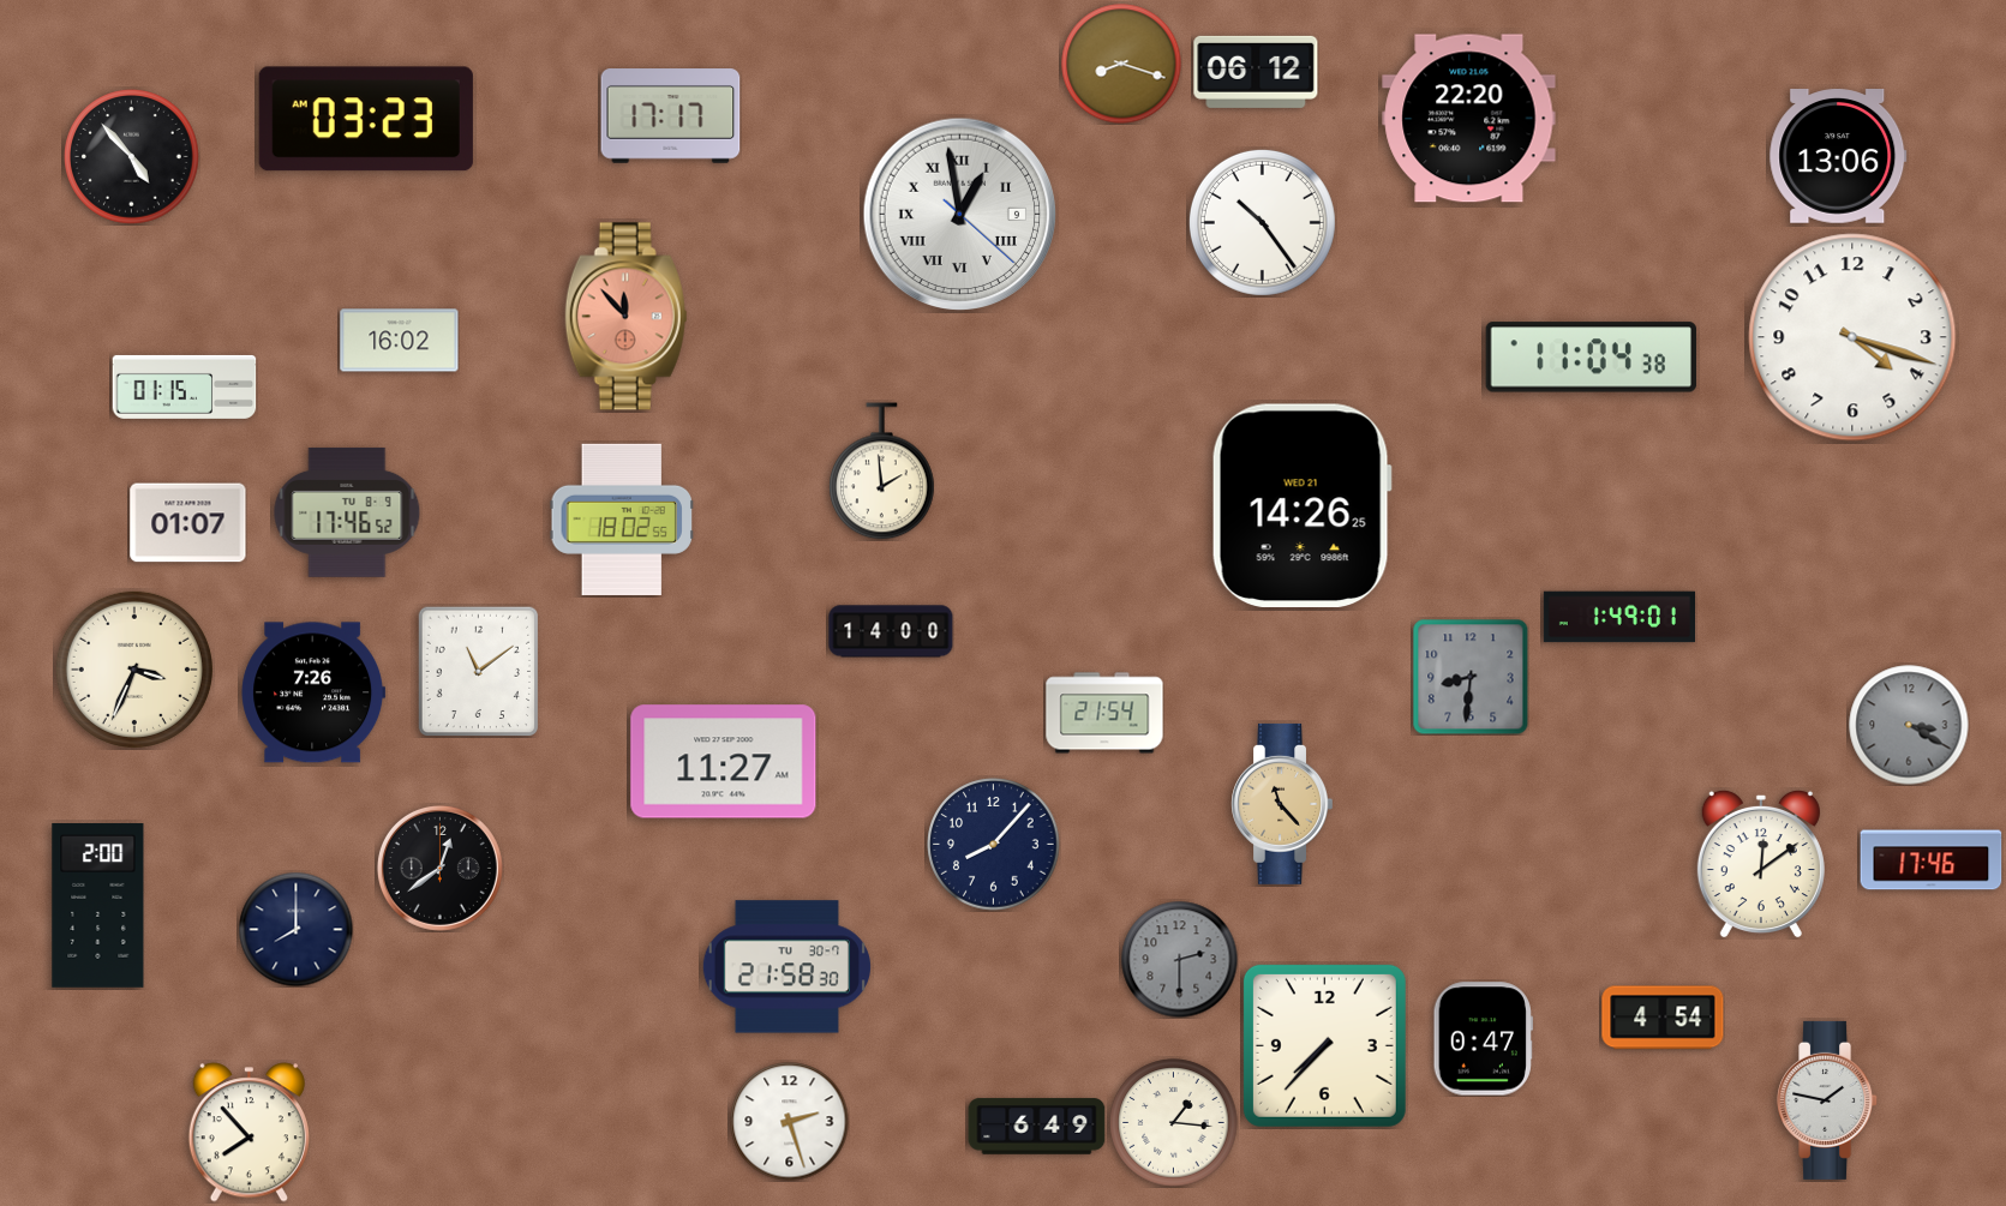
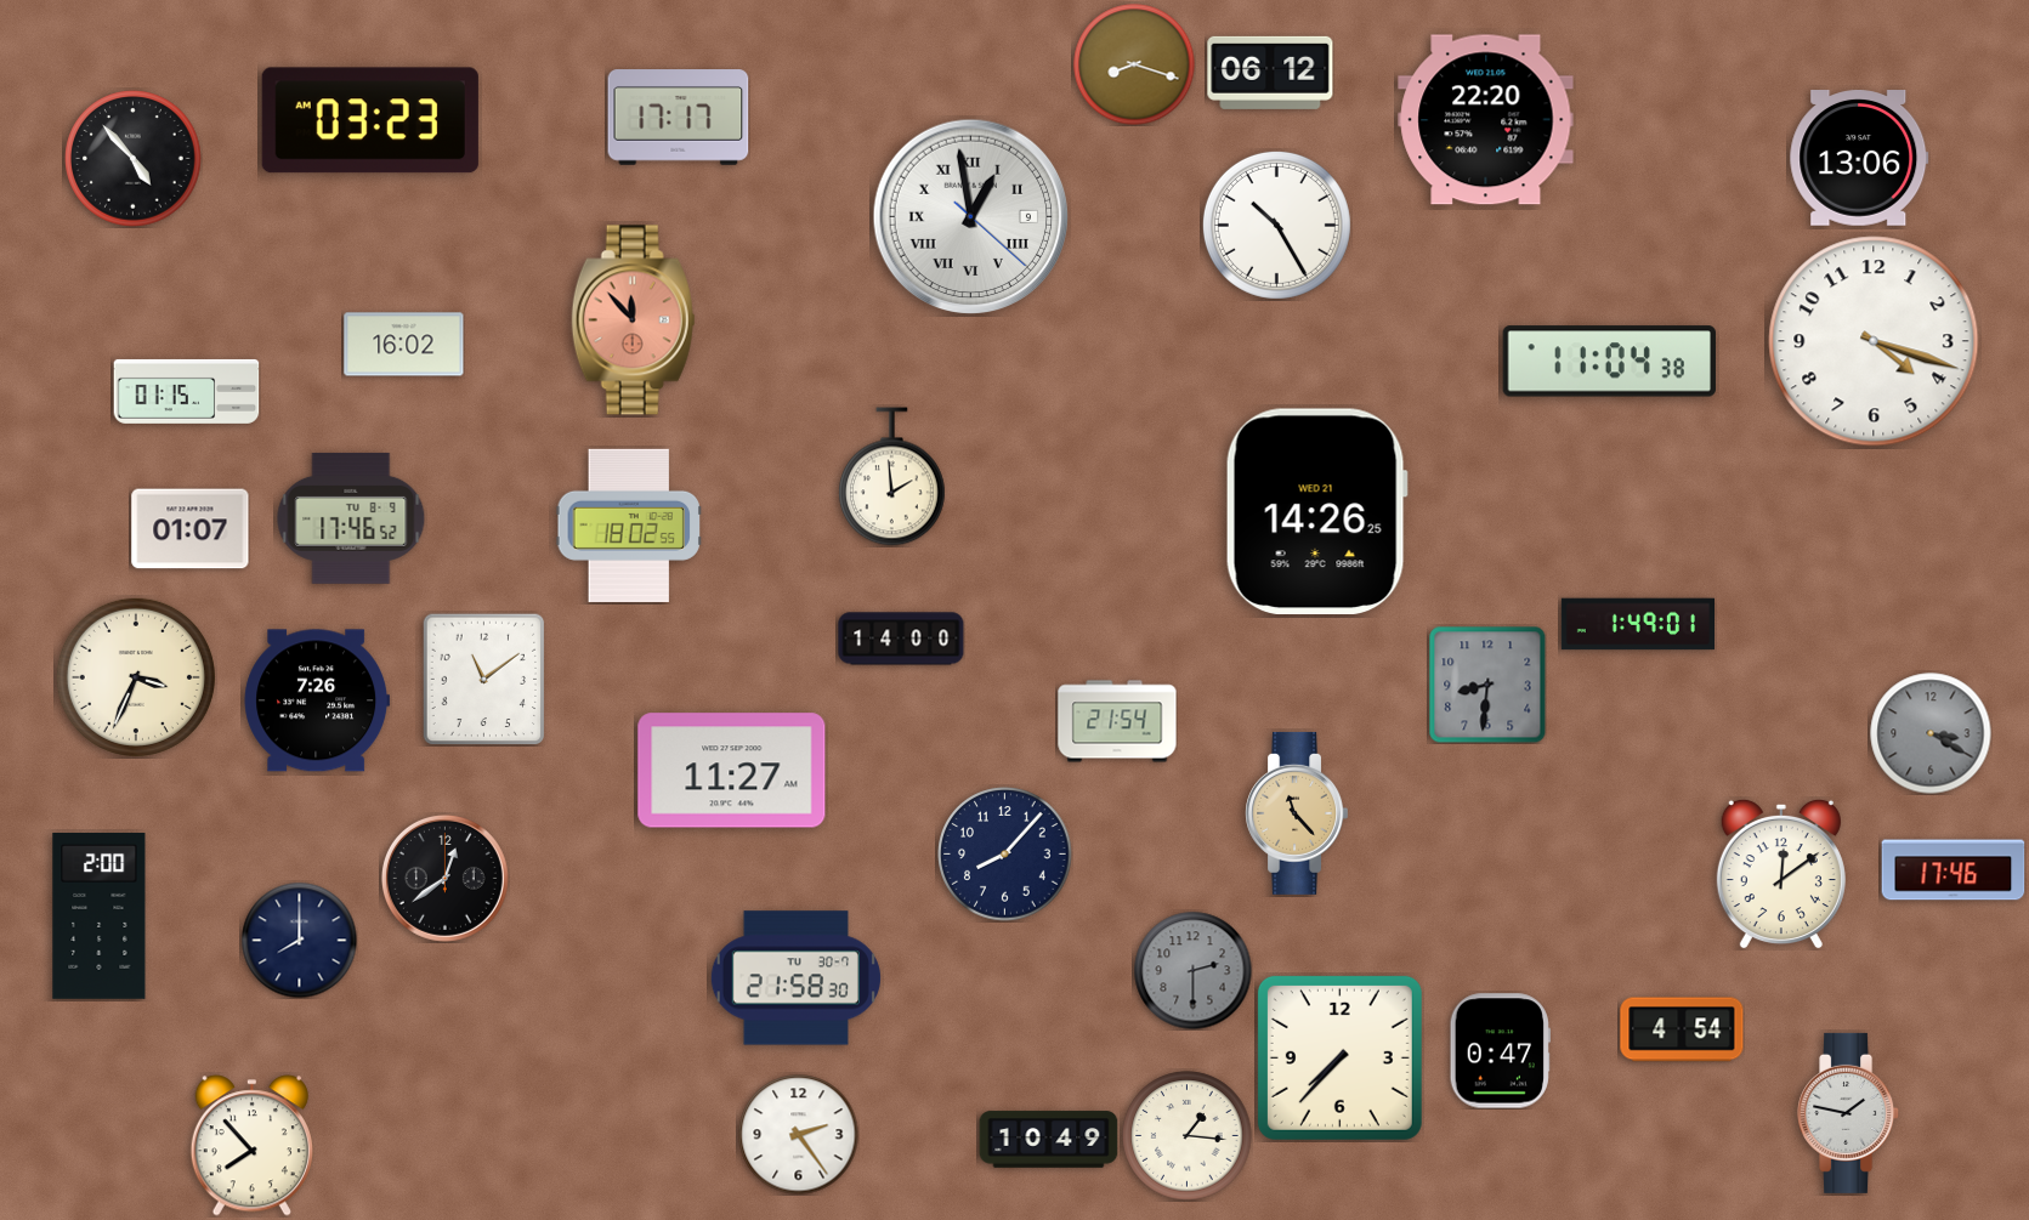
clock at (1262, 222): 10:24 -> 10:25
clock at (790, 1122): 2:27 -> 2:24
clock at (1037, 1127): 6:49 -> 10:49
